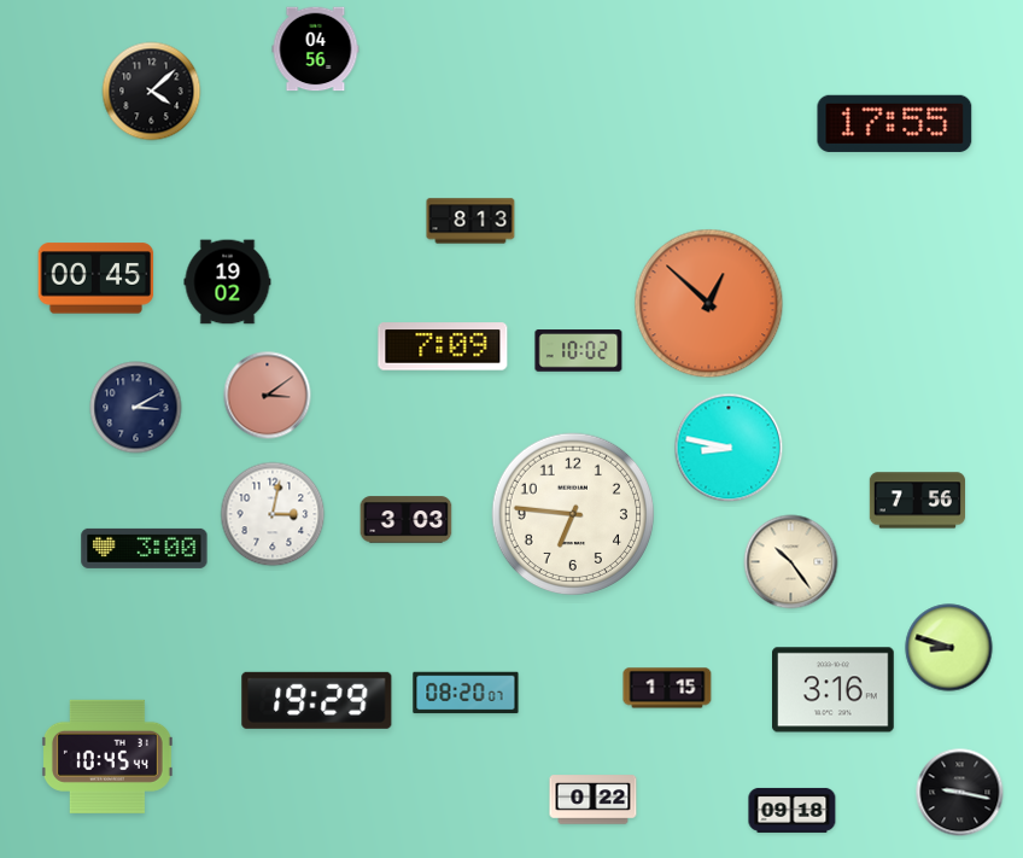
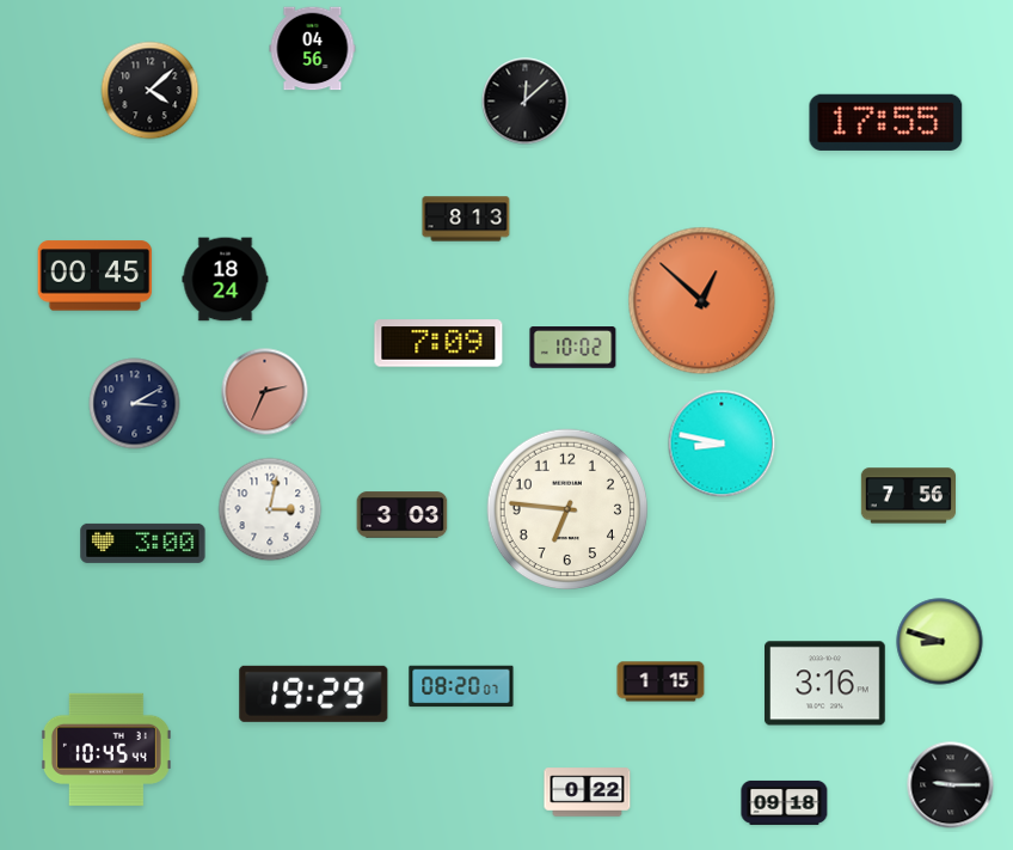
clock at (526, 102): none -> 12:08
clock at (228, 282): 19:02 -> 18:24
clock at (268, 396): 3:09 -> 2:34
clock at (791, 562): 10:24 -> none
clock at (960, 793): 9:17 -> 9:15
